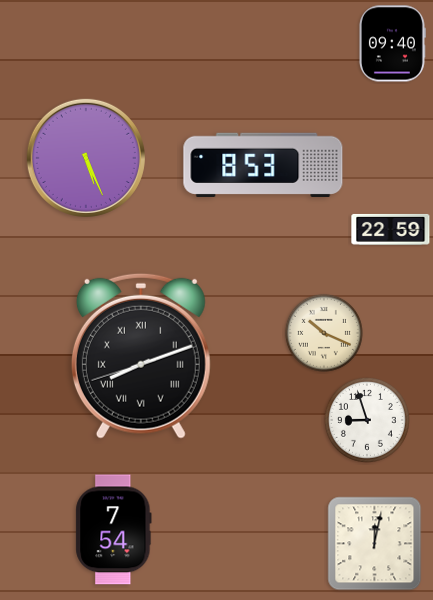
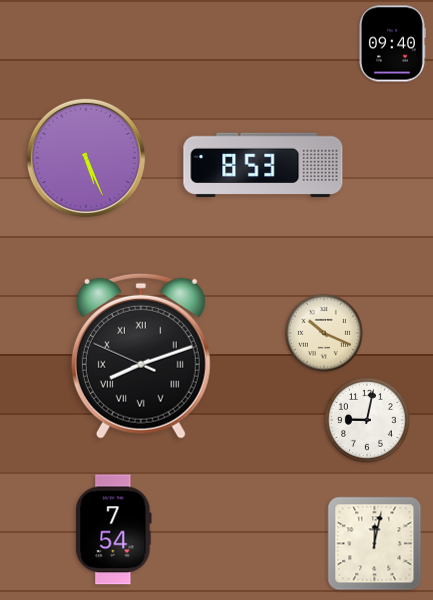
clock at (391, 229): 22:59 -> none
clock at (141, 356): 8:11:42 -> 8:11:49
clock at (367, 420): 8:57 -> 9:02
